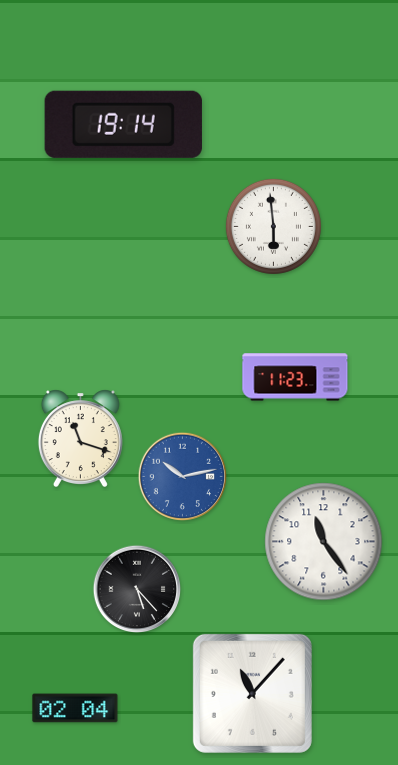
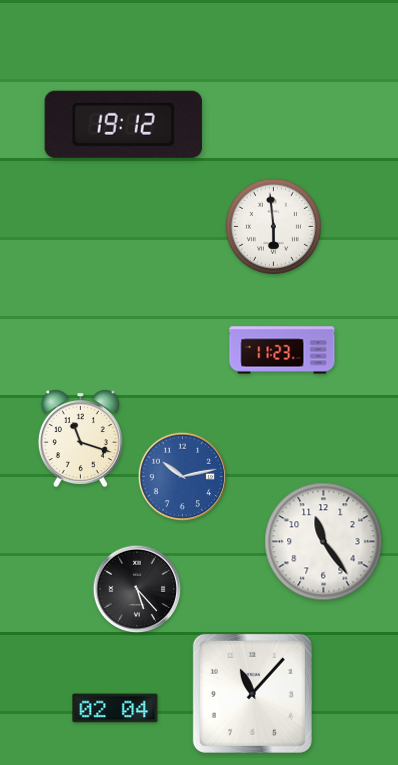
clock at (123, 124): 19:14 -> 19:12
clock at (295, 377) position: (295, 377) -> (282, 350)
clock at (75, 708) position: (75, 708) -> (115, 708)
